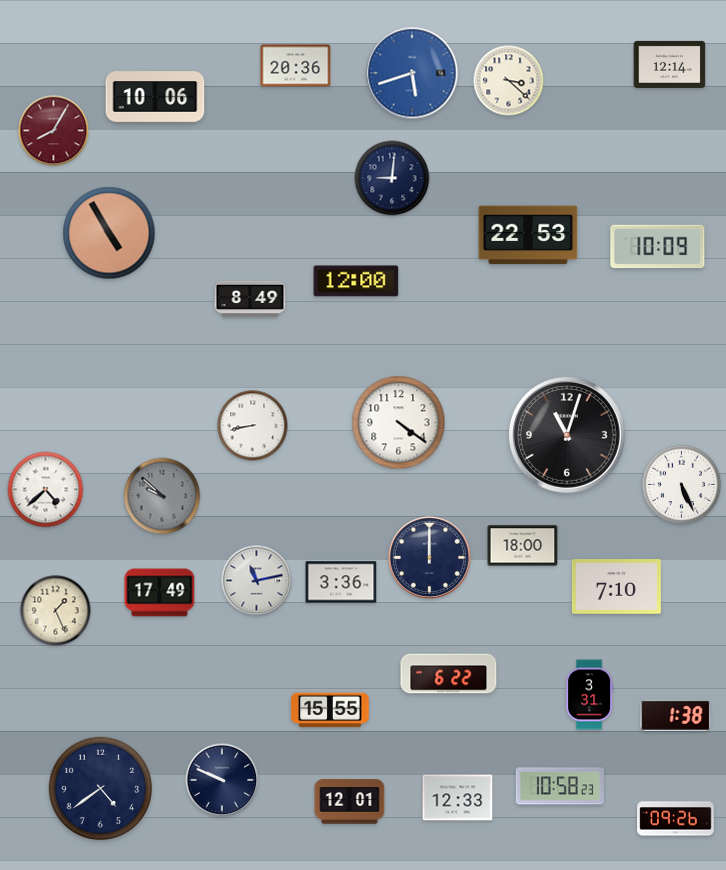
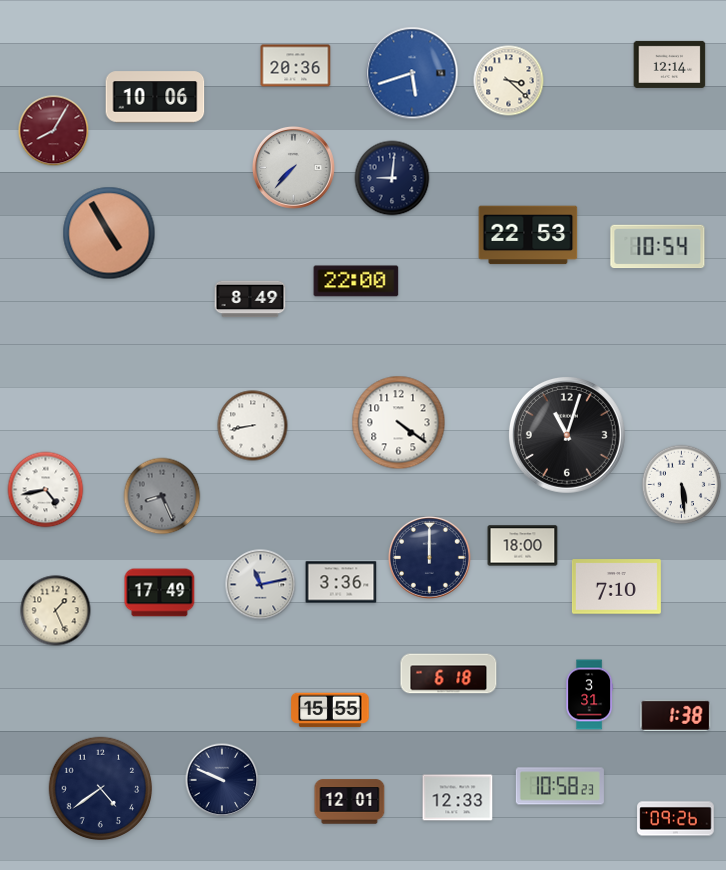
clock at (293, 167): none -> 7:37
clock at (658, 247): 10:09 -> 10:54
clock at (356, 281): 12:00 -> 22:00
clock at (682, 485): 5:26 -> 5:29
clock at (46, 490): 4:38 -> 4:43
clock at (162, 496): 9:52 -> 8:26
clock at (257, 581) position: (257, 581) -> (261, 585)
clock at (449, 674): 6:22 -> 6:18
